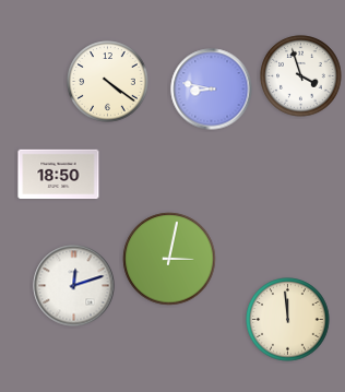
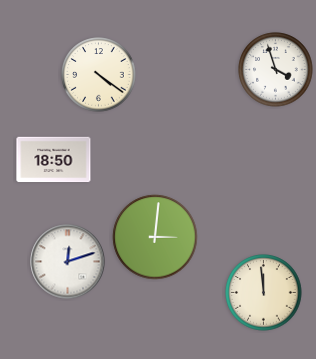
clock at (212, 90): 8:47 -> none
clock at (169, 259): 3:02 -> 3:01
